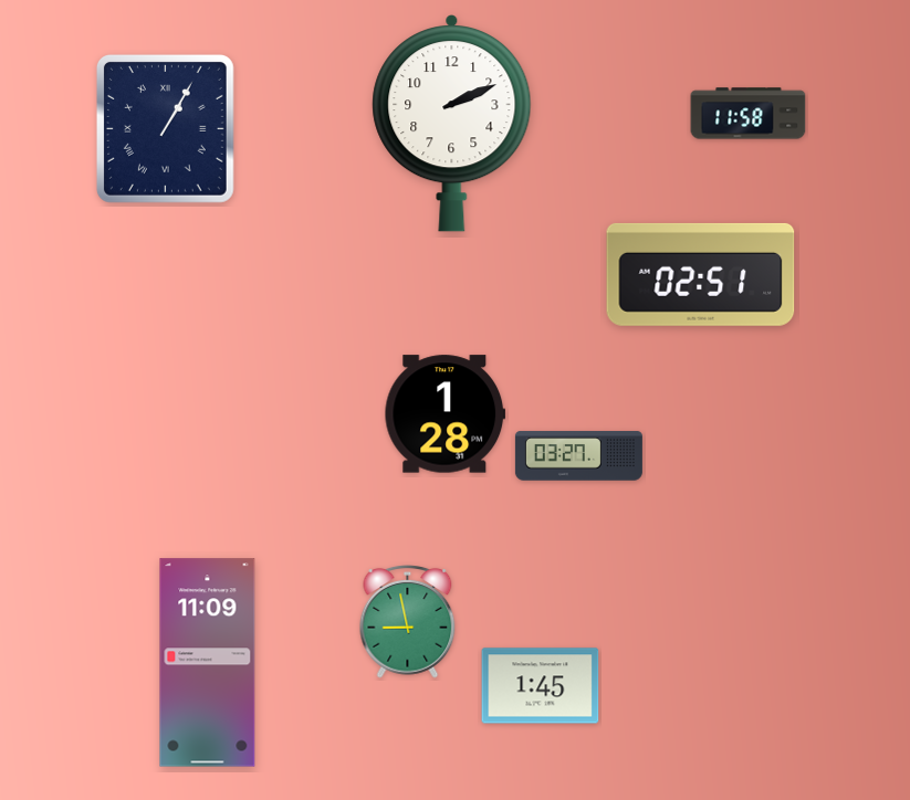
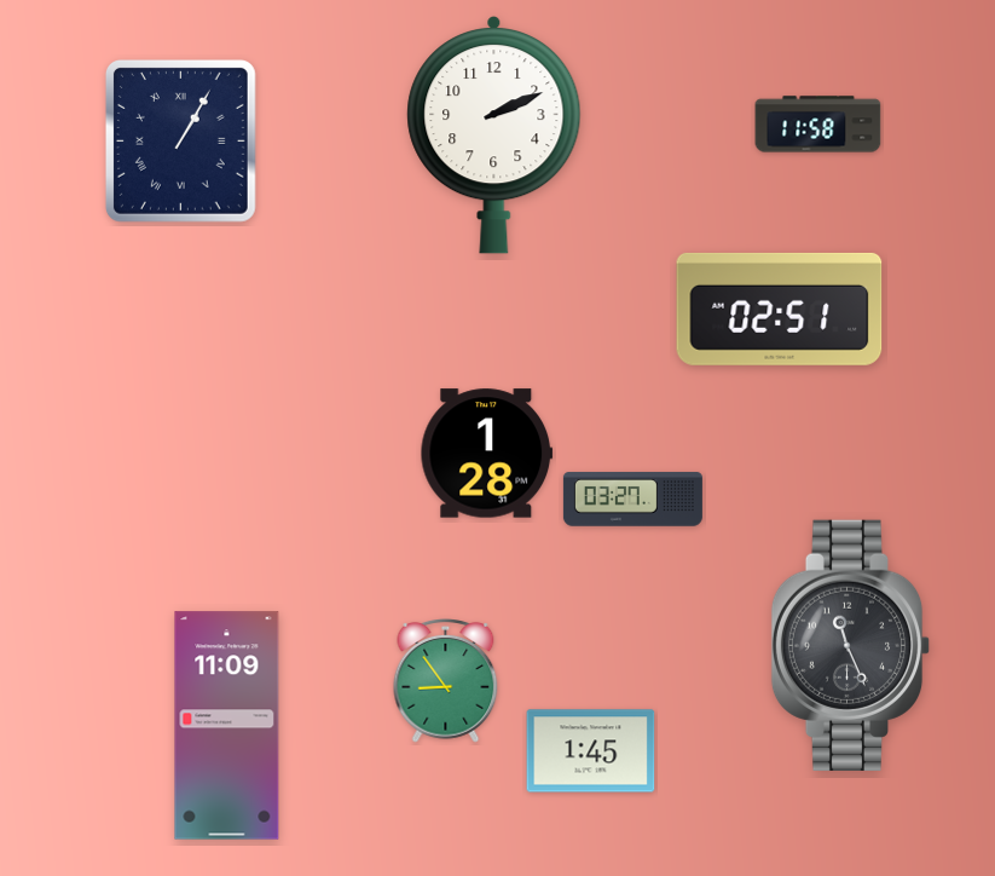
clock at (701, 274) position: (701, 274) -> (780, 309)
clock at (851, 645): none -> 11:26
clock at (408, 622): 8:58 -> 8:54
